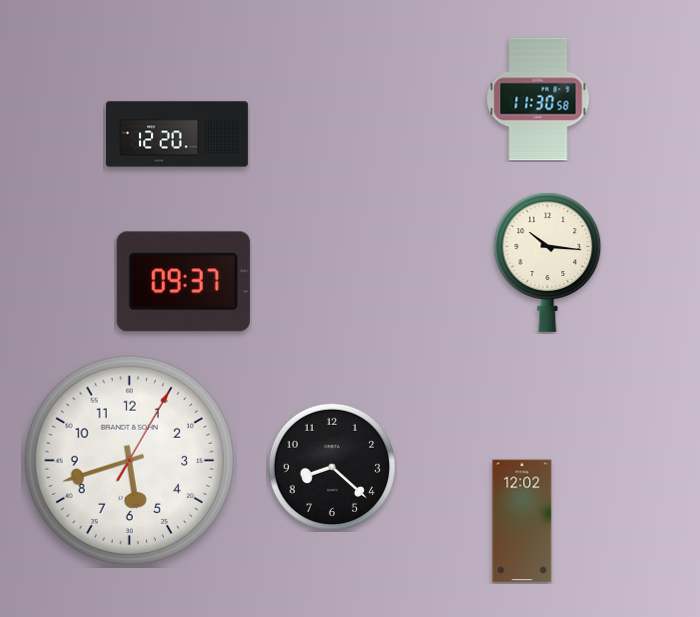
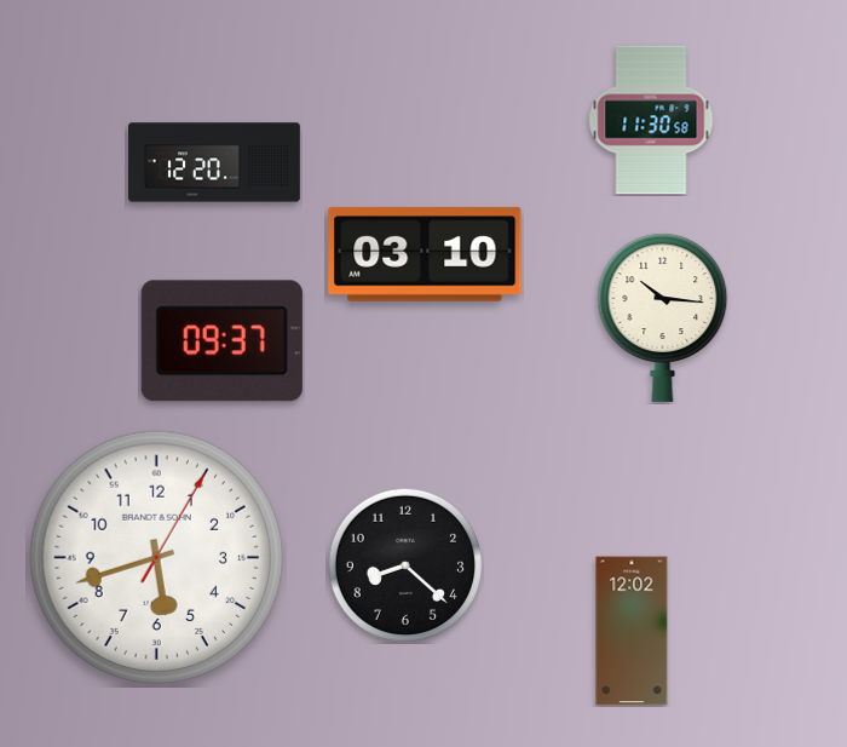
clock at (425, 254): none -> 03:10
clock at (332, 467) position: (332, 467) -> (405, 565)
